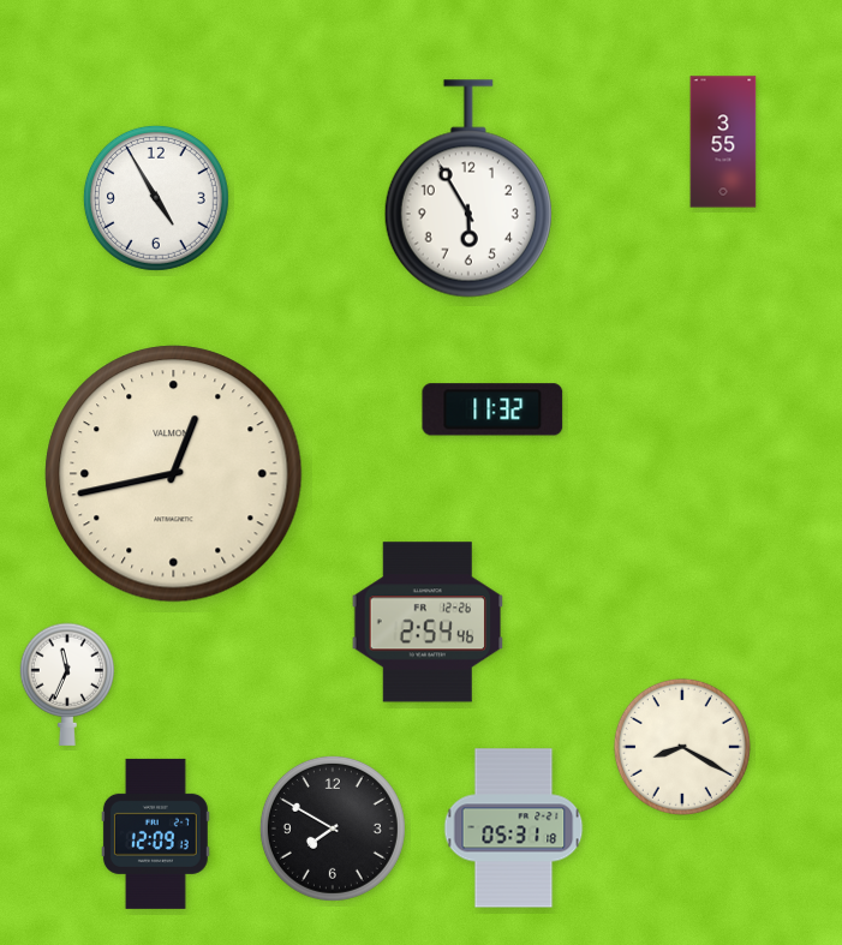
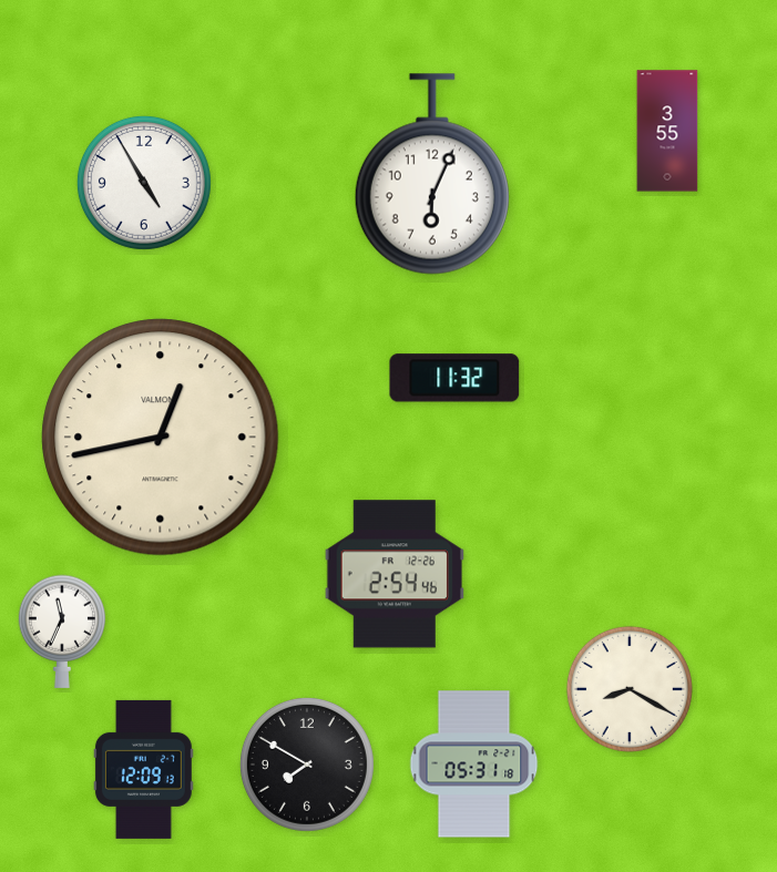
clock at (468, 189): 5:55 -> 6:04
